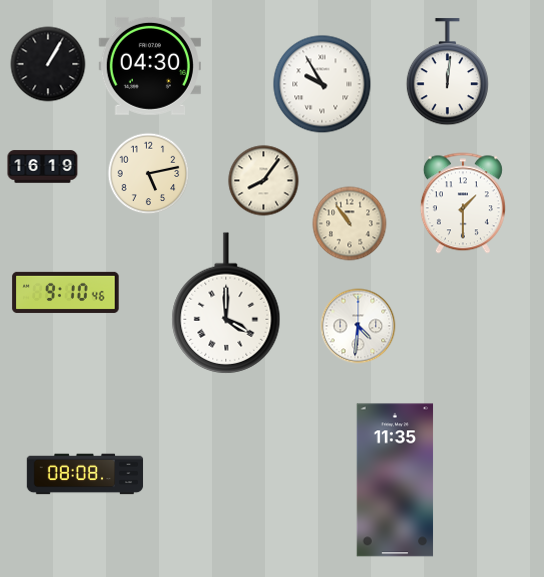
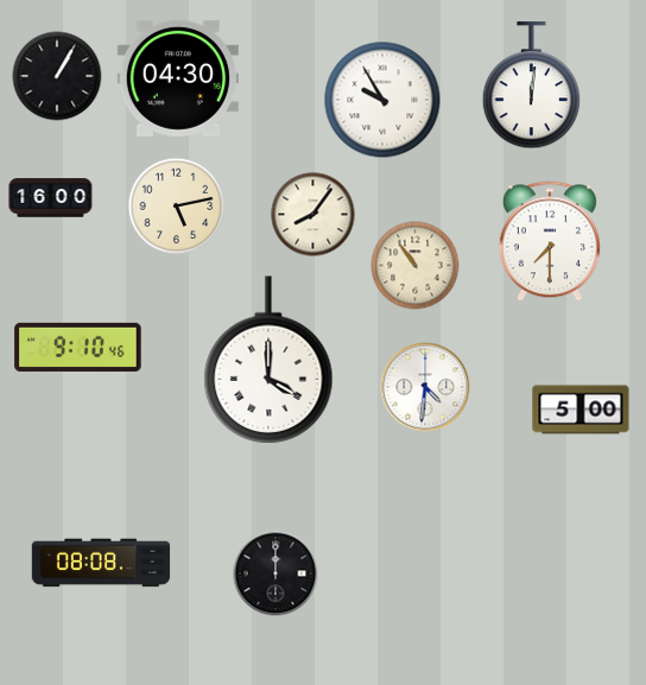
clock at (43, 167): 16:19 -> 16:00
clock at (463, 203): 1:30 -> 7:30
clock at (581, 410): none -> 5:00
clock at (395, 480): 11:35 -> none
clock at (275, 573): none -> 12:00
